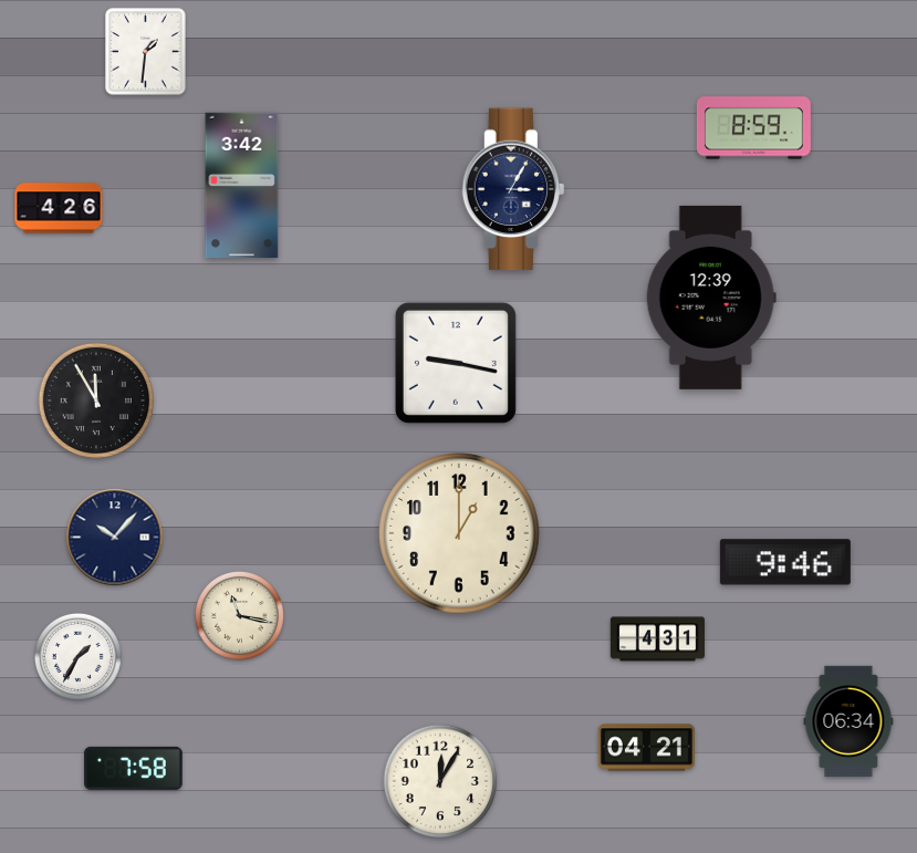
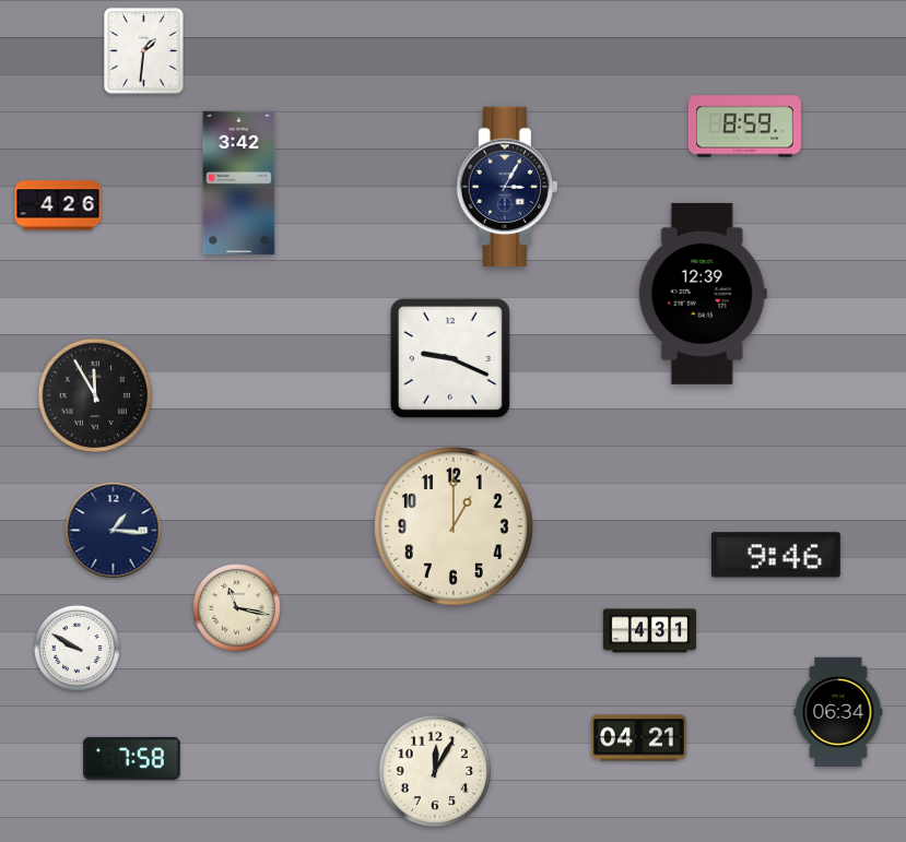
clock at (456, 363): 9:17 -> 9:19
clock at (115, 538): 10:07 -> 1:16
clock at (77, 656): 1:35 -> 9:50
